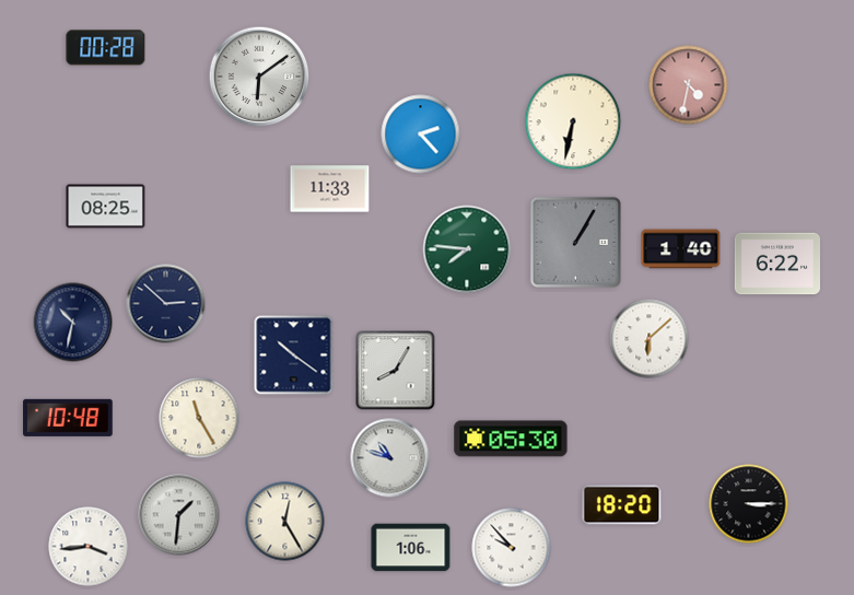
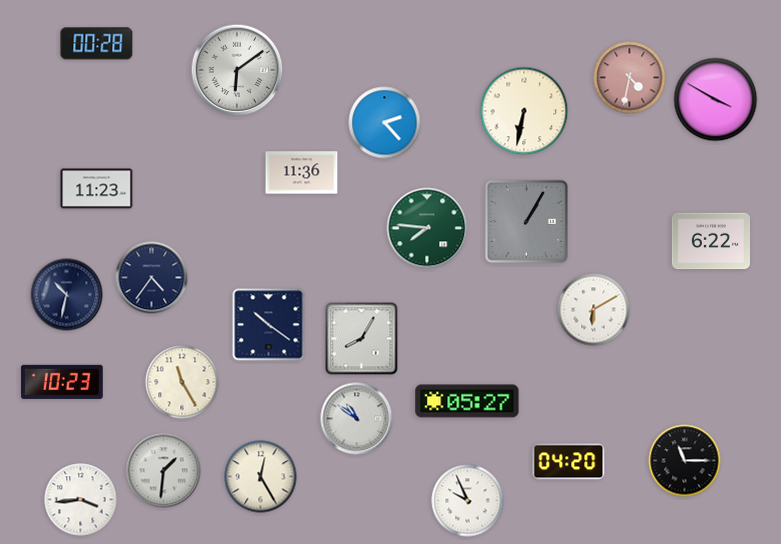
clock at (716, 100): none -> 3:50
clock at (330, 189): 11:33 -> 11:36
clock at (106, 207): 08:25 -> 11:23
clock at (681, 249): 1:40 -> none
clock at (166, 304): 2:52 -> 4:36
clock at (650, 339): 6:08 -> 6:10
clock at (68, 418): 10:48 -> 10:23
clock at (511, 439): 05:30 -> 05:27
clock at (390, 458): 10:48 -> 10:51
clock at (749, 504): 3:15 -> 11:15
clock at (622, 505): 18:20 -> 04:20
clock at (411, 548): 1:06 -> none
clock at (512, 548): 9:53 -> 9:56
